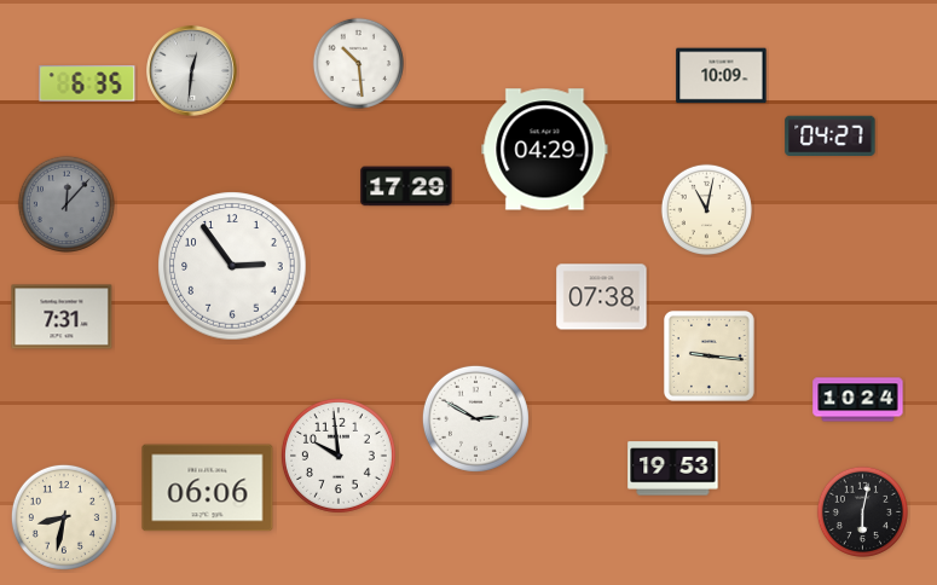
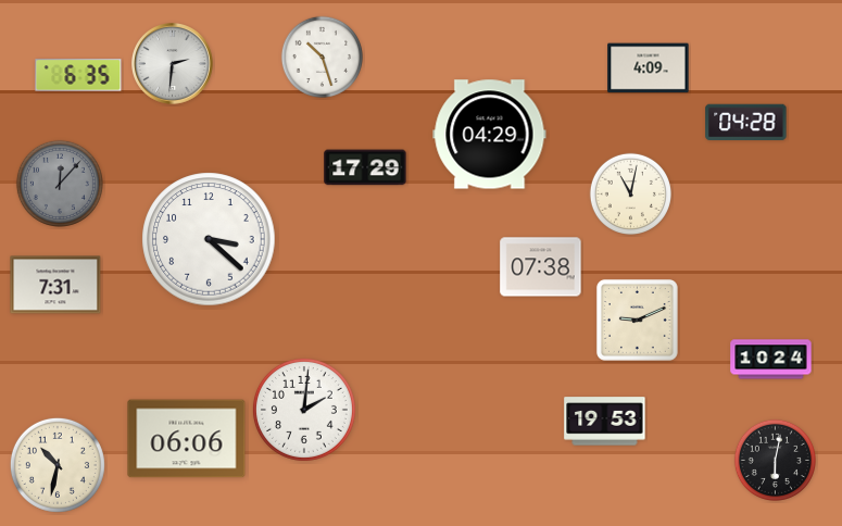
clock at (358, 63): 10:29 -> 10:27
clock at (192, 71): 12:31 -> 2:31
clock at (722, 76): 10:09 -> 4:09
clock at (831, 135): 04:27 -> 04:28
clock at (706, 209) position: (706, 209) -> (630, 193)
clock at (232, 266): 2:54 -> 3:22
clock at (708, 355): 9:16 -> 9:11
clock at (475, 418): 2:50 -> none
clock at (339, 456): 9:59 -> 2:01
clock at (64, 517): 8:32 -> 10:32
